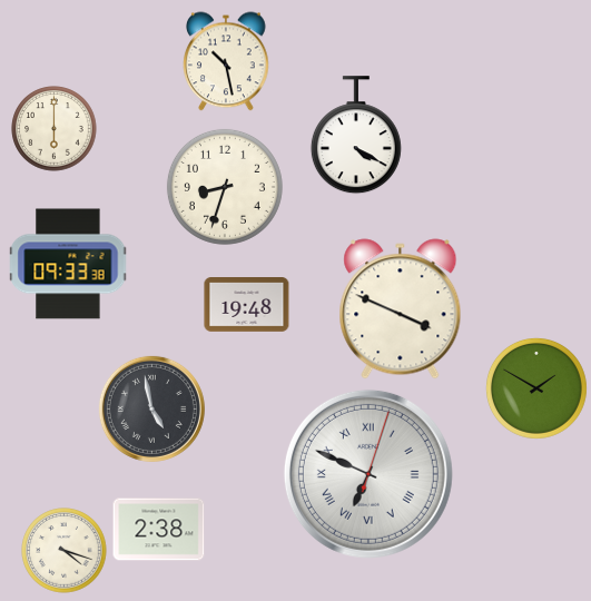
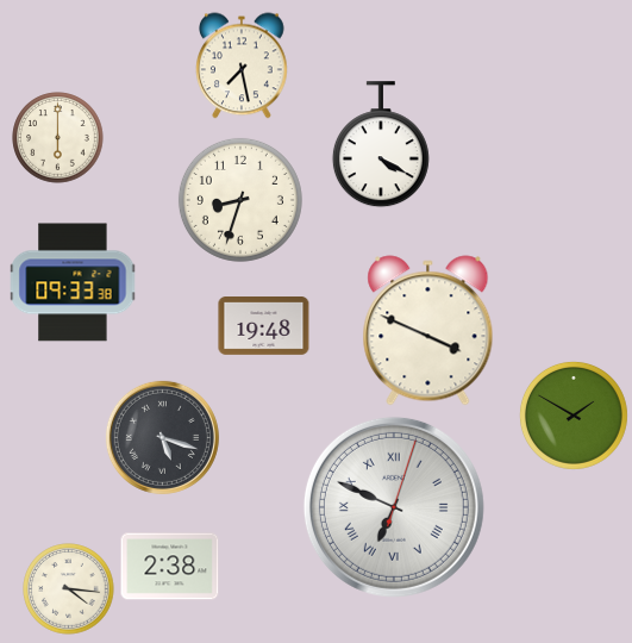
clock at (227, 61): 10:28 -> 7:28
clock at (151, 408): 4:58 -> 5:18
clock at (65, 551): 4:18 -> 4:16
